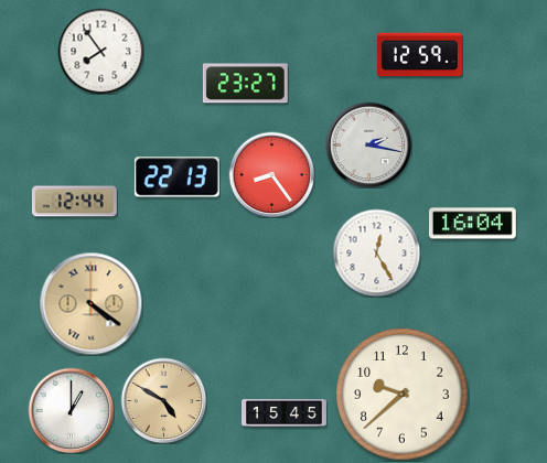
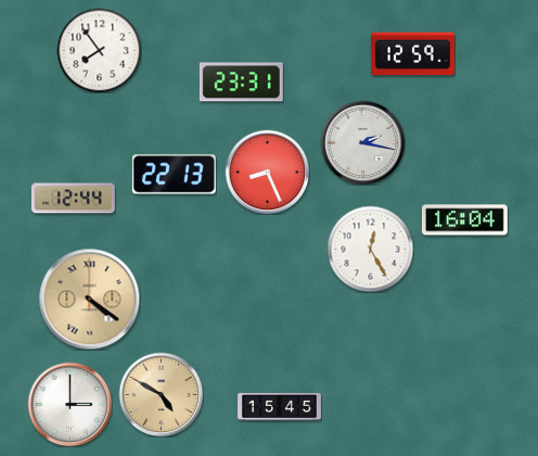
clock at (245, 84): 23:27 -> 23:31
clock at (271, 174): 8:24 -> 8:26
clock at (403, 395): 9:38 -> none
clock at (71, 410): 1:00 -> 3:00
